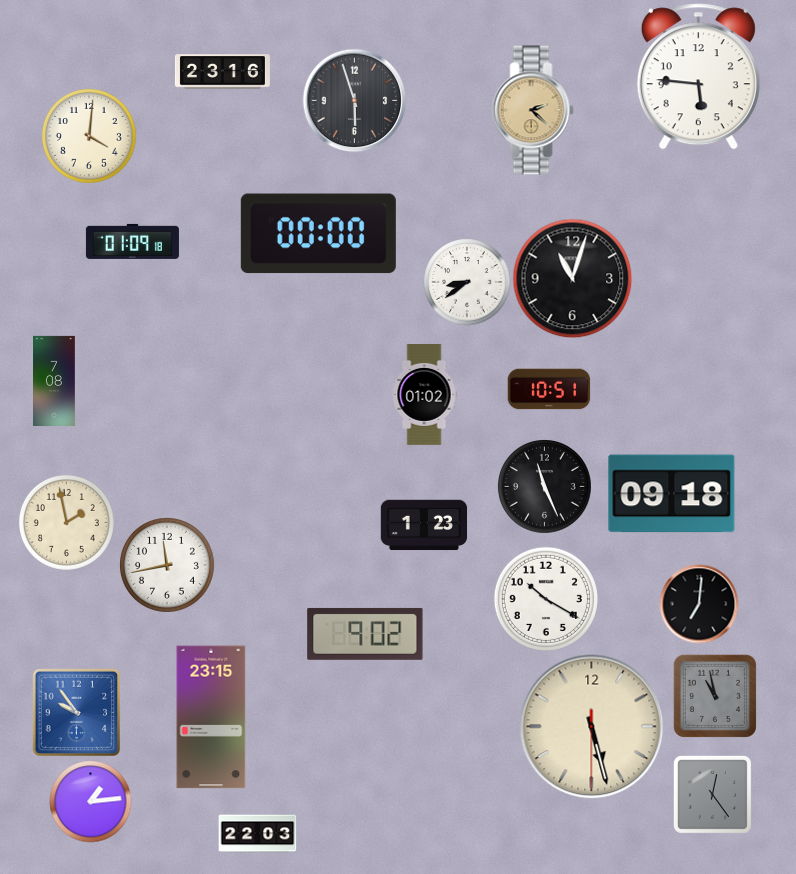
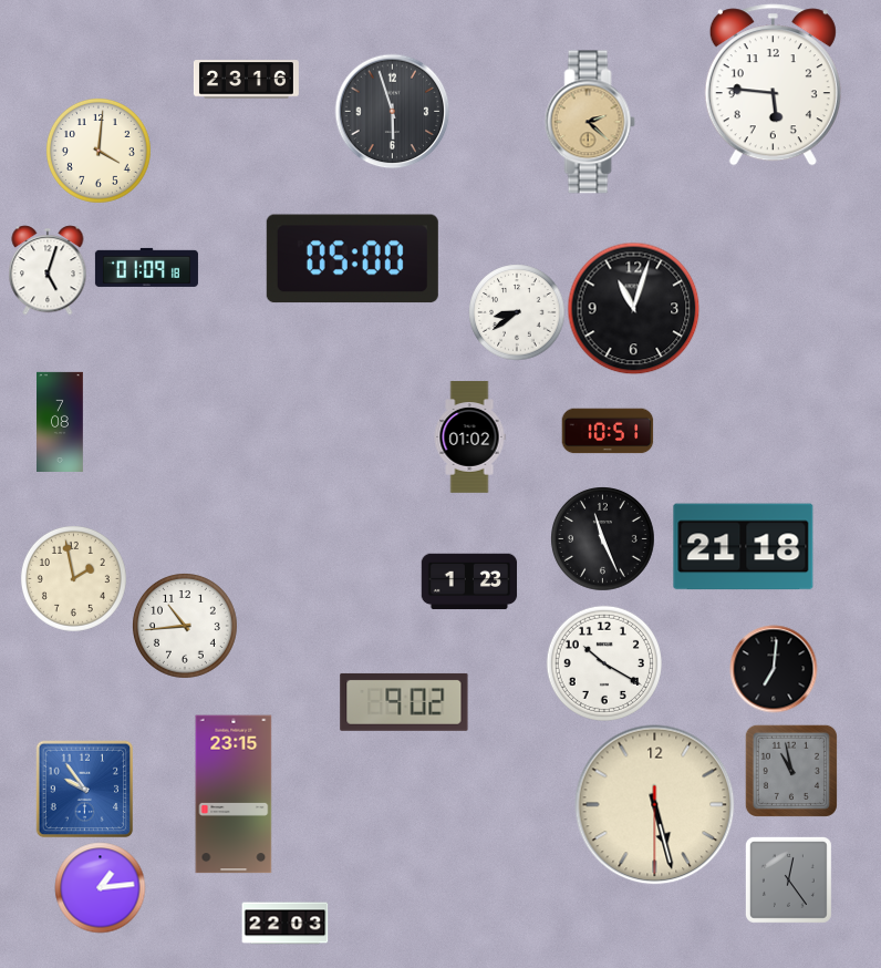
clock at (318, 234): 00:00 -> 05:00
clock at (48, 270): none -> 5:03
clock at (672, 494): 09:18 -> 21:18
clock at (167, 565): 11:43 -> 10:44
